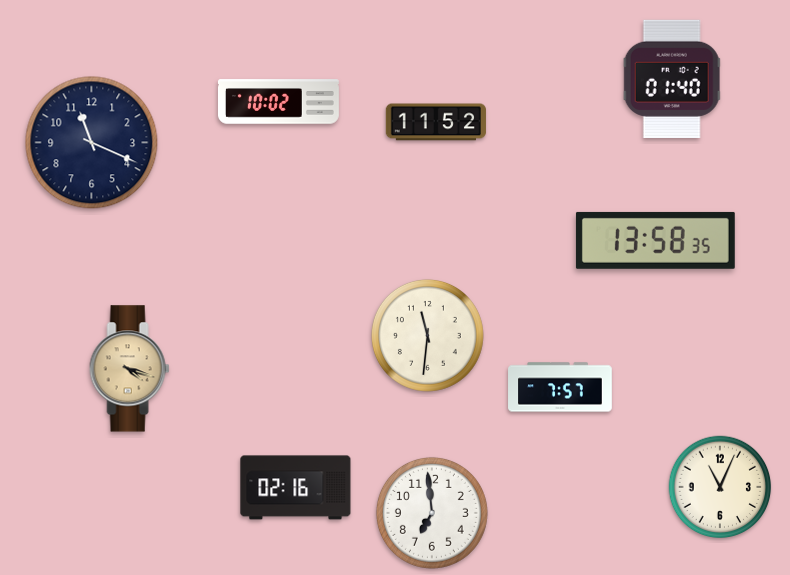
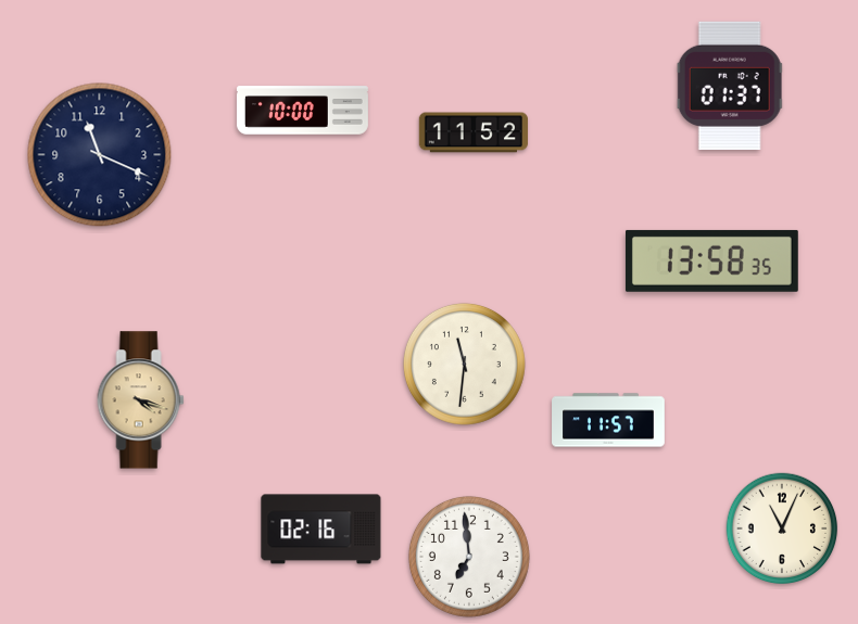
clock at (672, 79): 01:40 -> 01:37
clock at (278, 102): 10:02 -> 10:00
clock at (560, 387): 7:57 -> 11:57
